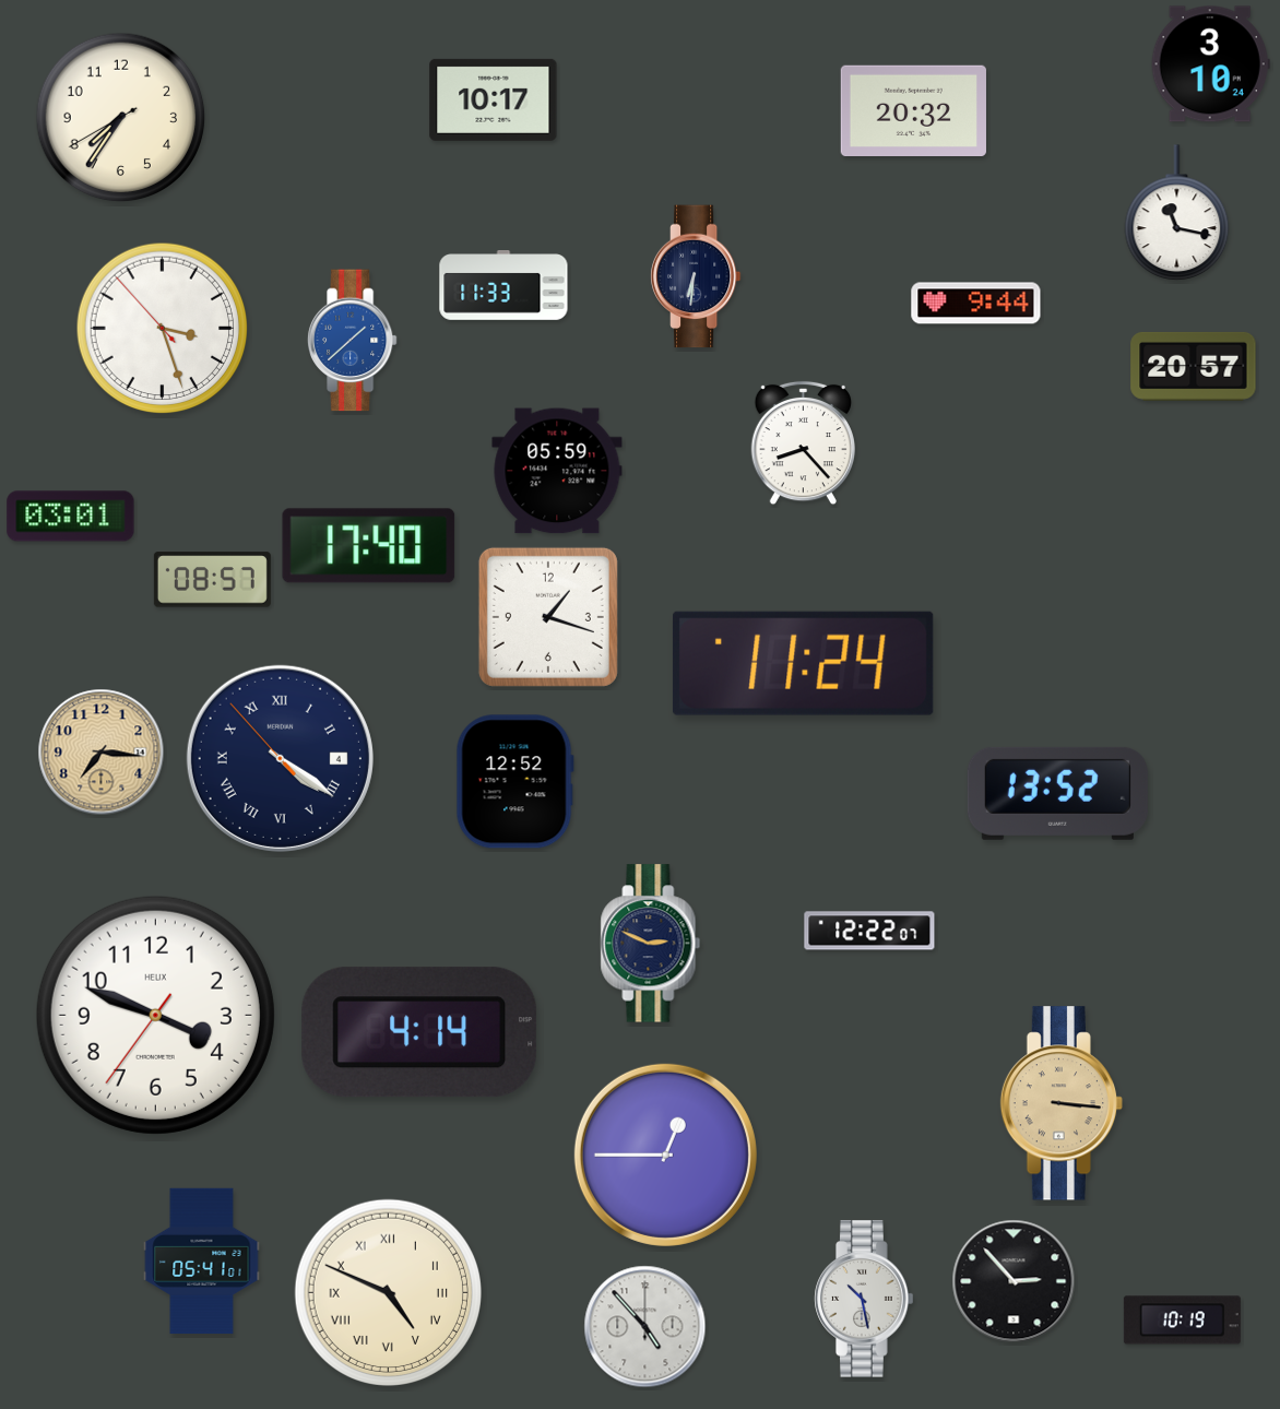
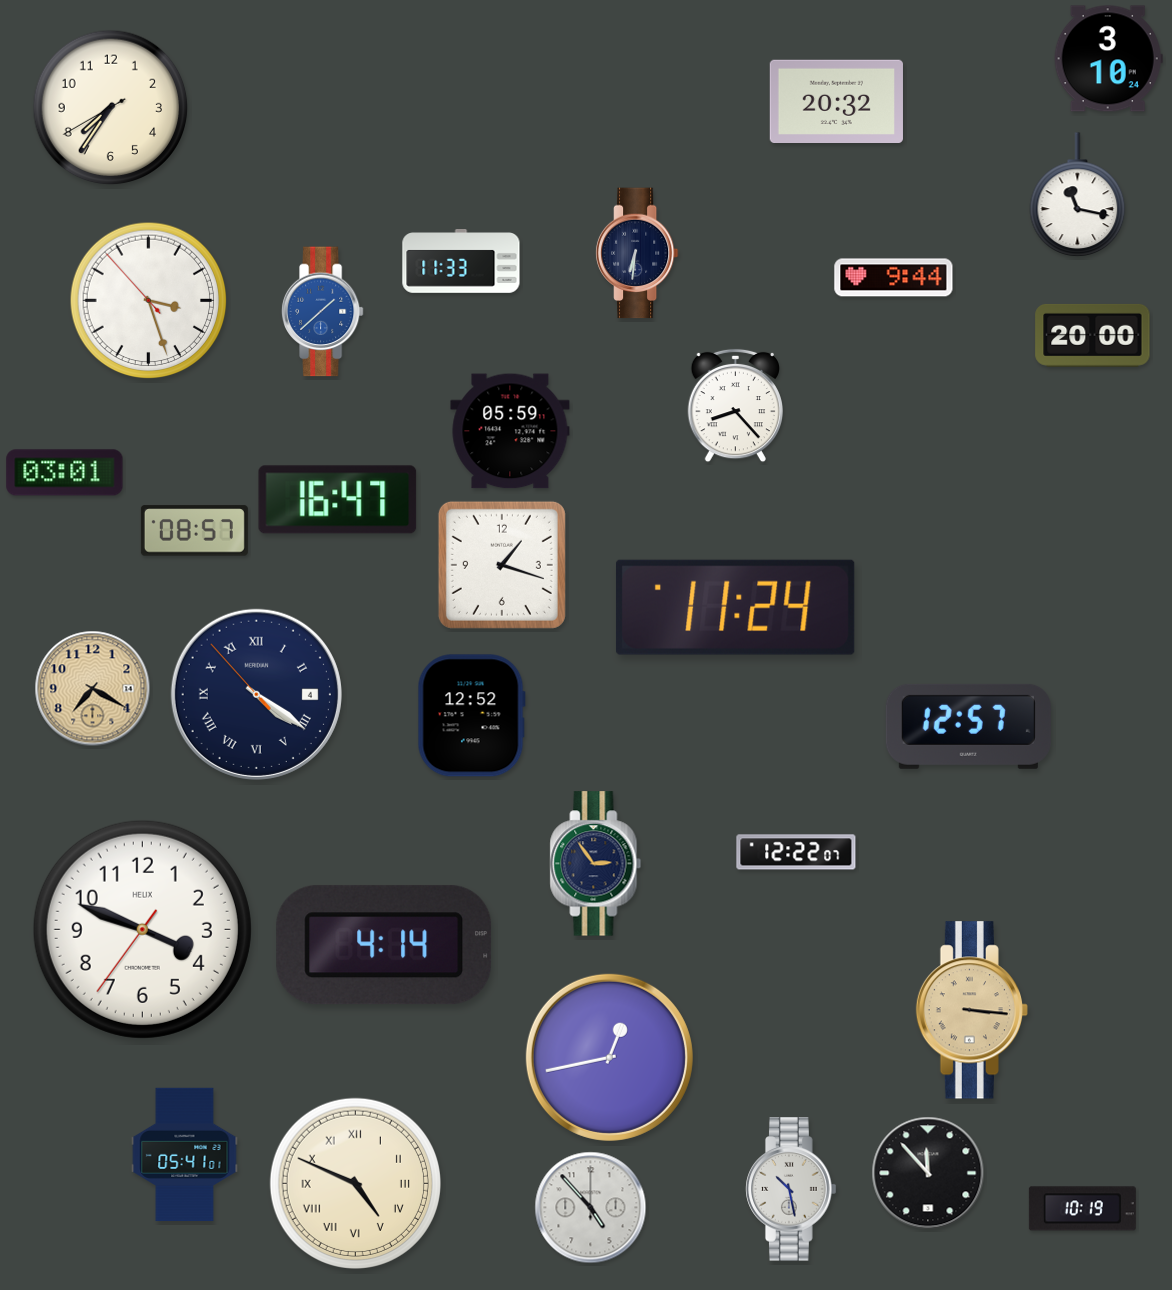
clock at (494, 99): 10:17 -> none
clock at (1194, 366): 20:57 -> 20:00
clock at (369, 546): 17:40 -> 16:47
clock at (102, 753): 7:16 -> 7:20
clock at (1057, 793): 13:52 -> 12:57
clock at (651, 944): 2:49 -> 2:54
clock at (665, 1155): 12:45 -> 12:43
clock at (1014, 1281): 2:53 -> 11:53
clock at (645, 1327) position: (645, 1327) -> (591, 1208)
